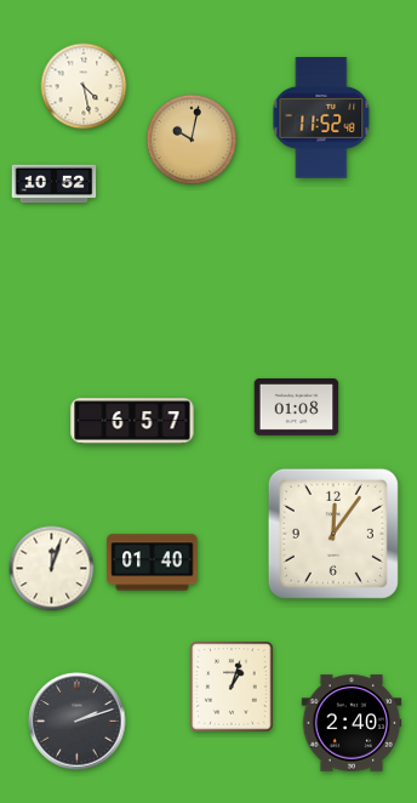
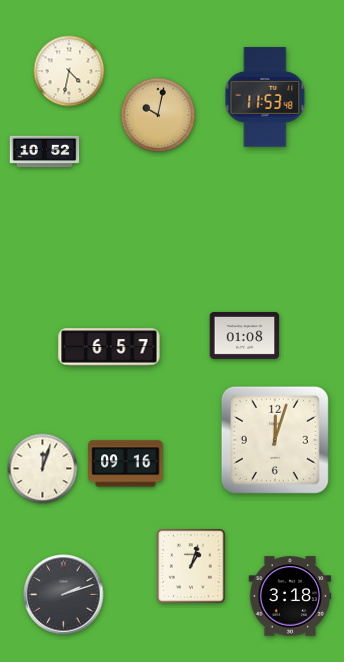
clock at (84, 86): 4:28 -> 4:32
clock at (321, 118): 11:52 -> 11:53
clock at (333, 534): 12:06 -> 12:03
clock at (153, 563): 01:40 -> 09:16
clock at (352, 723): 2:40 -> 3:18
